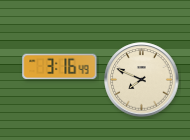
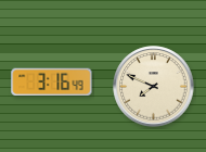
clock at (60, 67) position: (60, 67) -> (52, 83)
